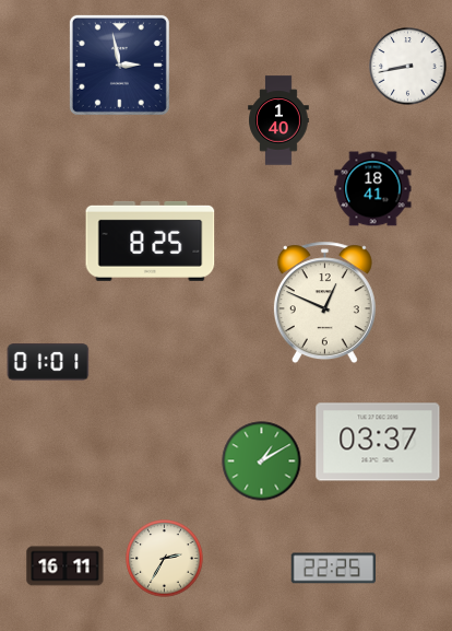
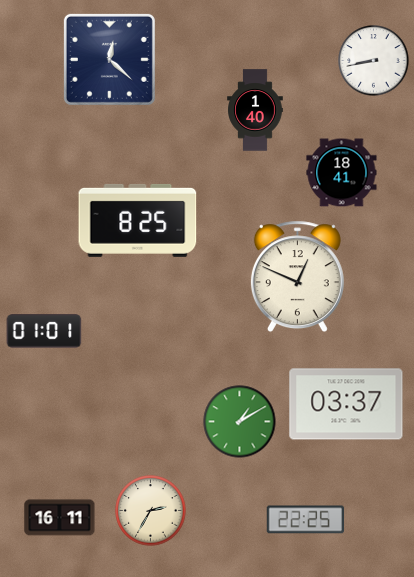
clock at (119, 65): 2:58 -> 12:22
